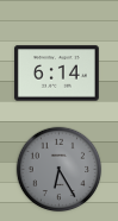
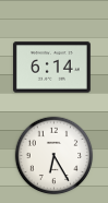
clock at (60, 170) dial: grey -> white
